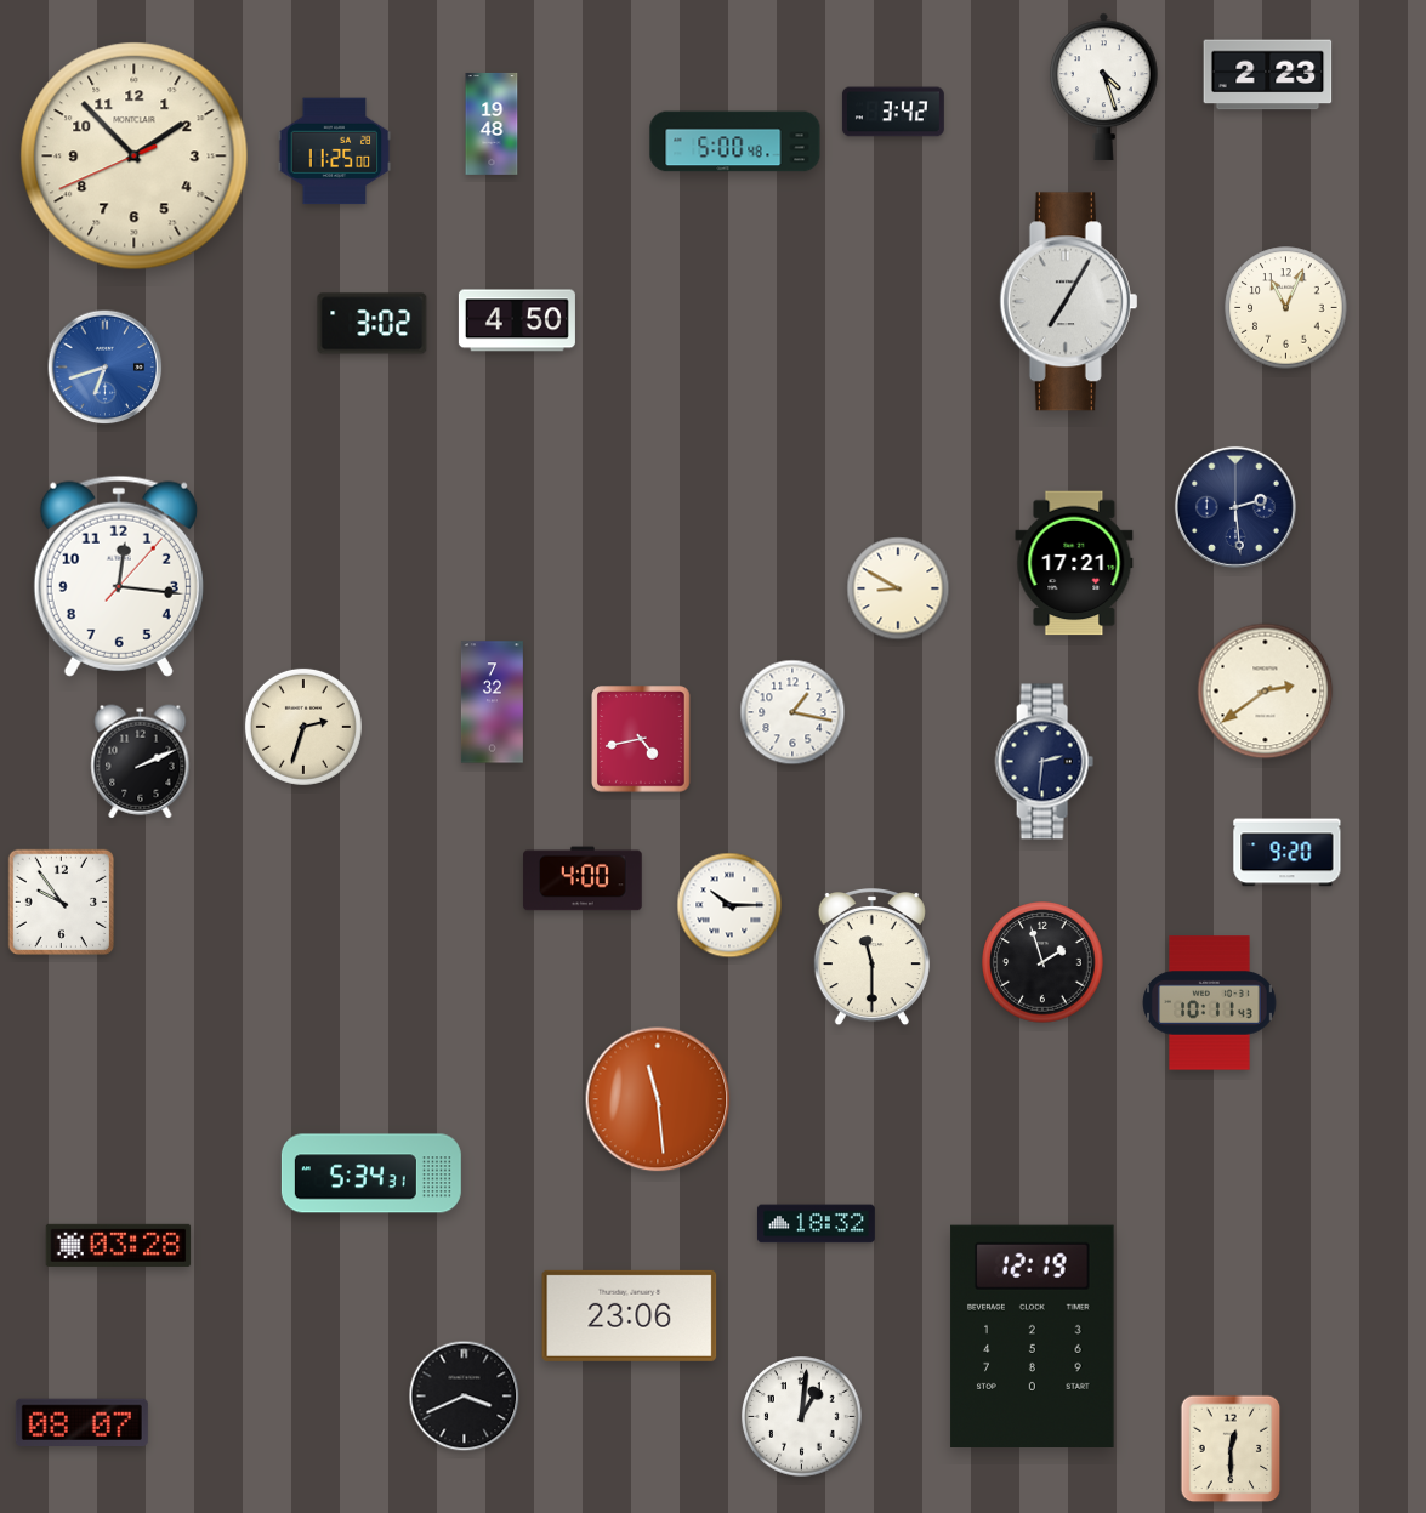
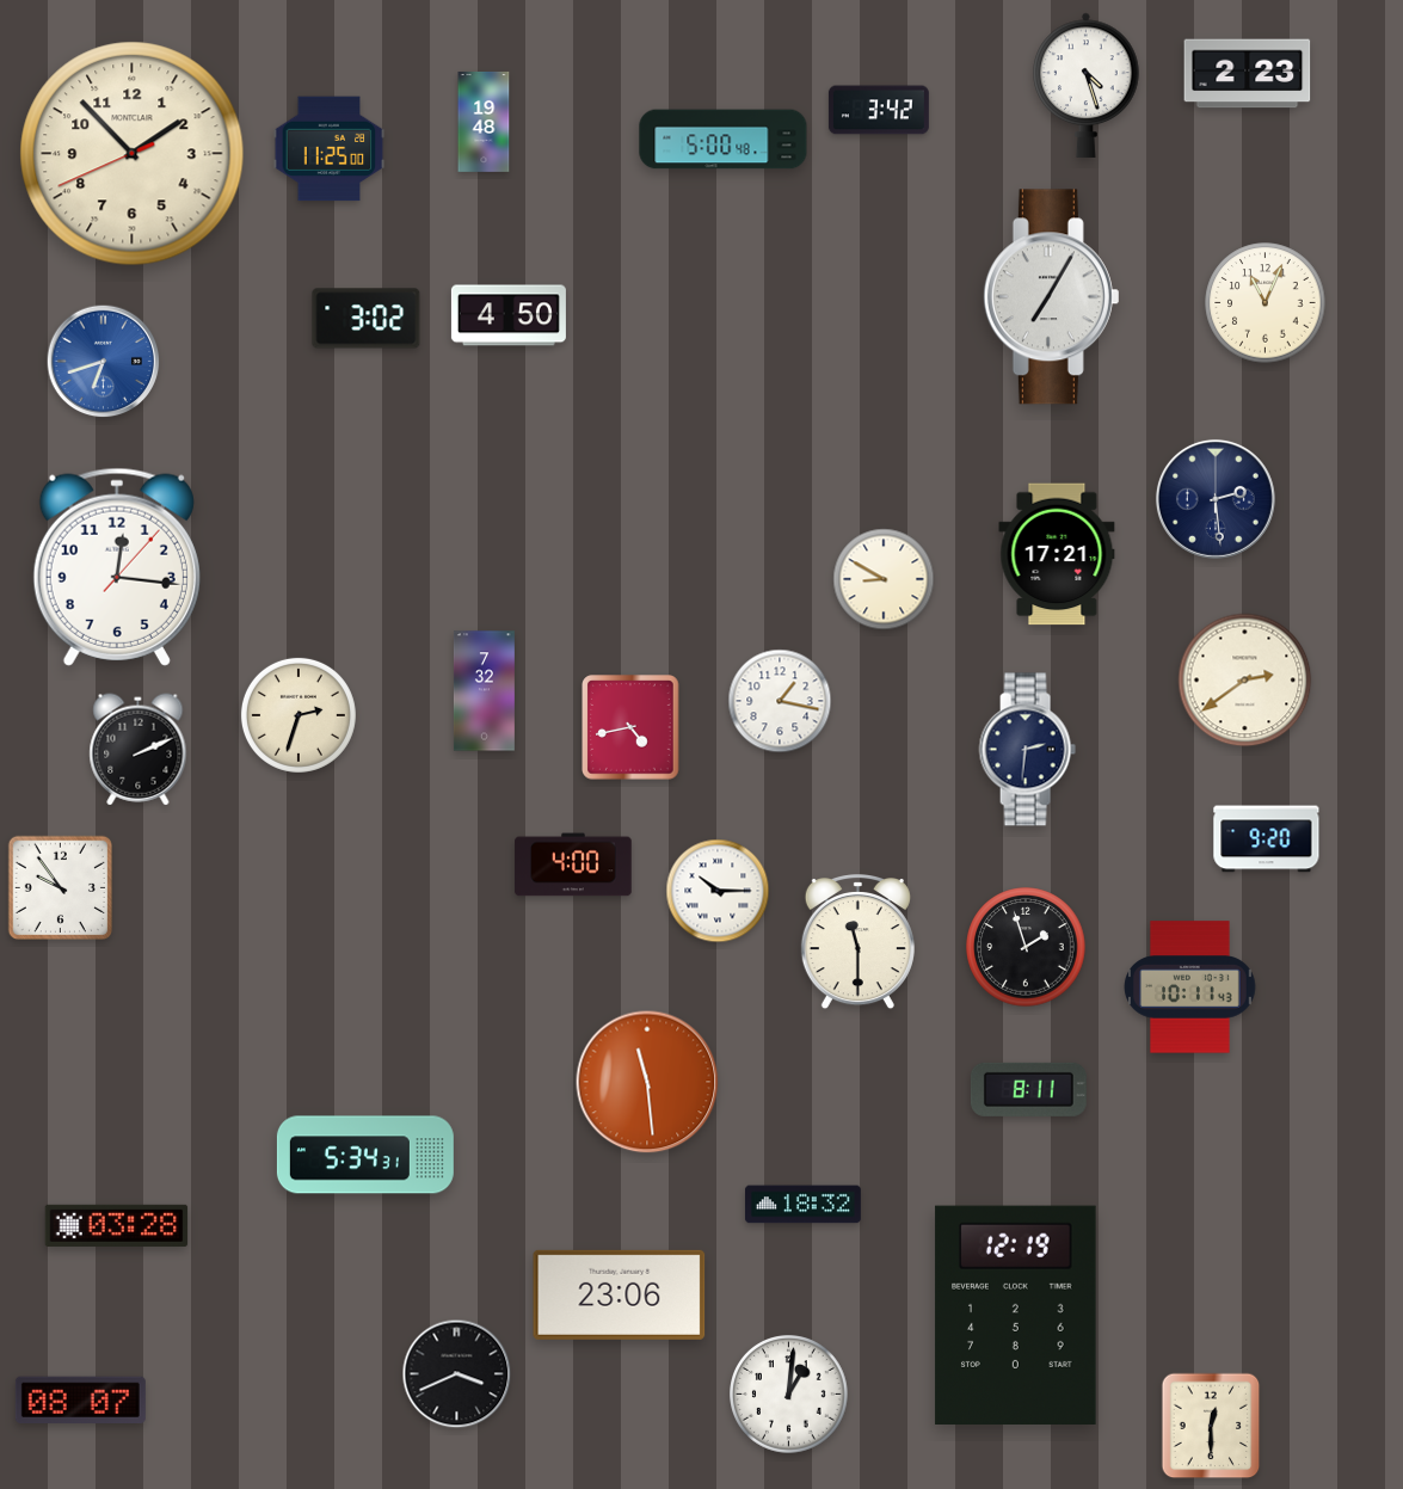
clock at (1028, 1089): none -> 8:11
